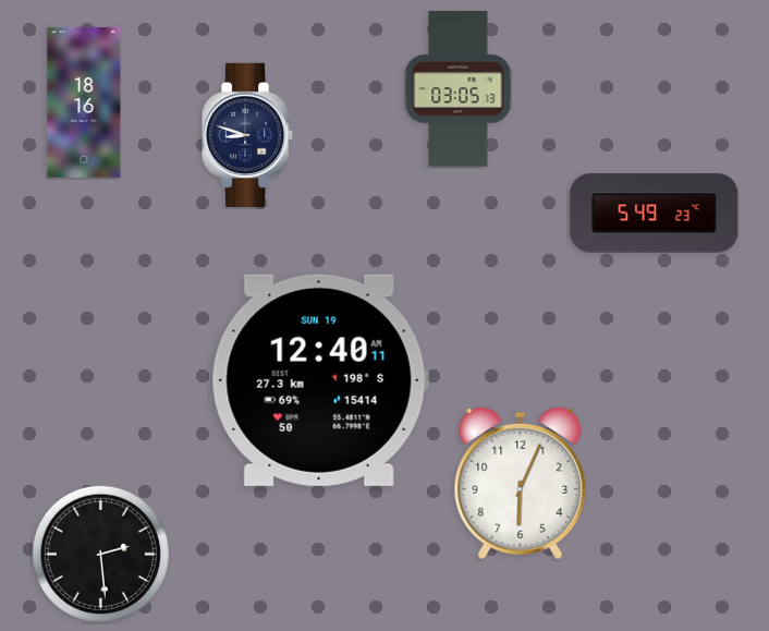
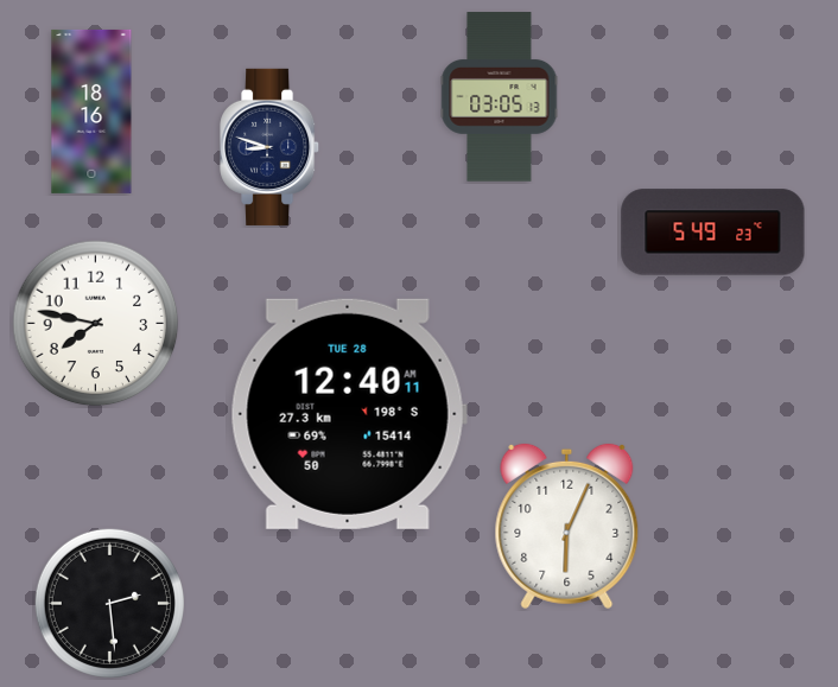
clock at (96, 324): none -> 7:47
clock at (320, 380) date: SUN 19 -> TUE 28
